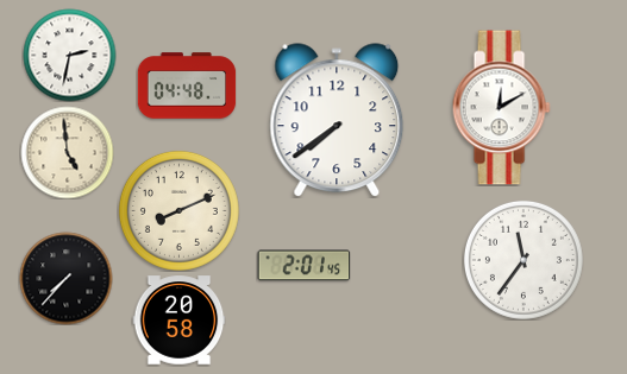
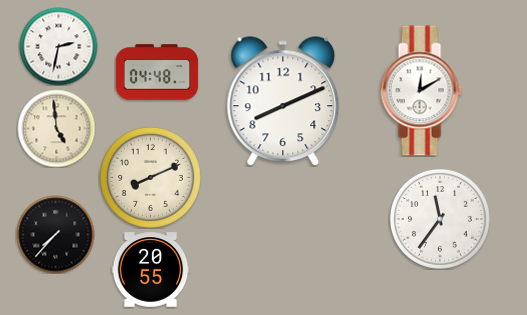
clock at (337, 120): 7:39 -> 8:11
clock at (303, 266): 2:01 -> none
clock at (178, 321): 20:58 -> 20:55
